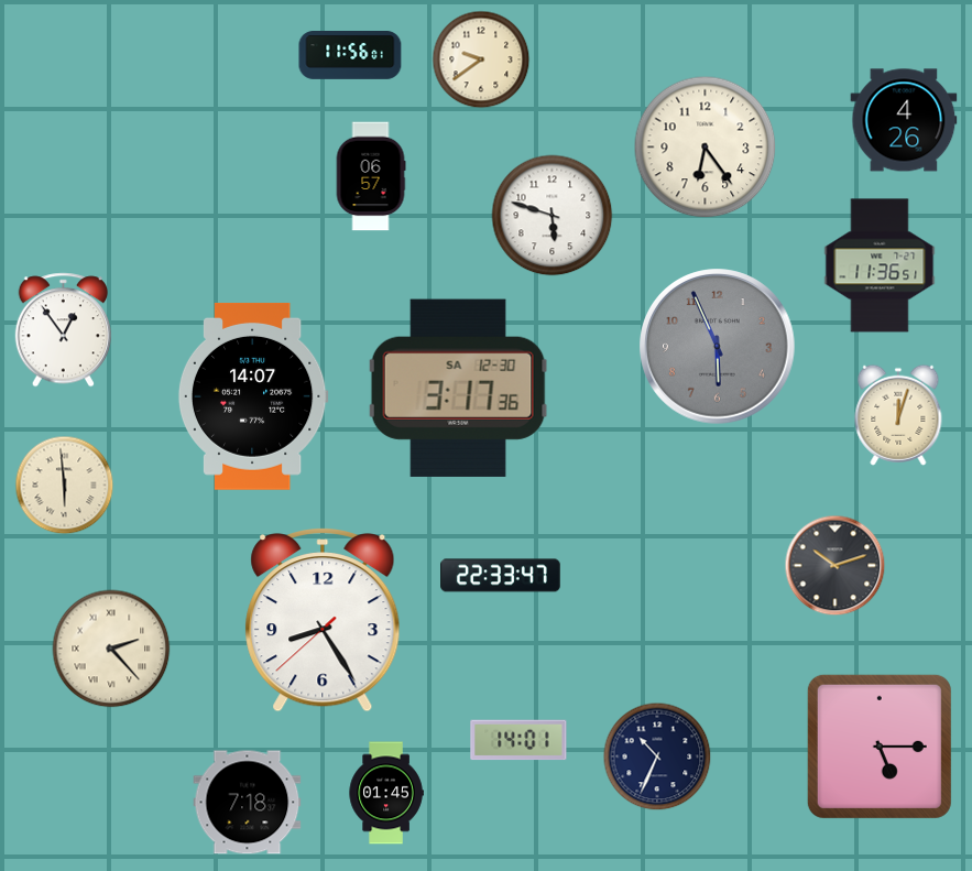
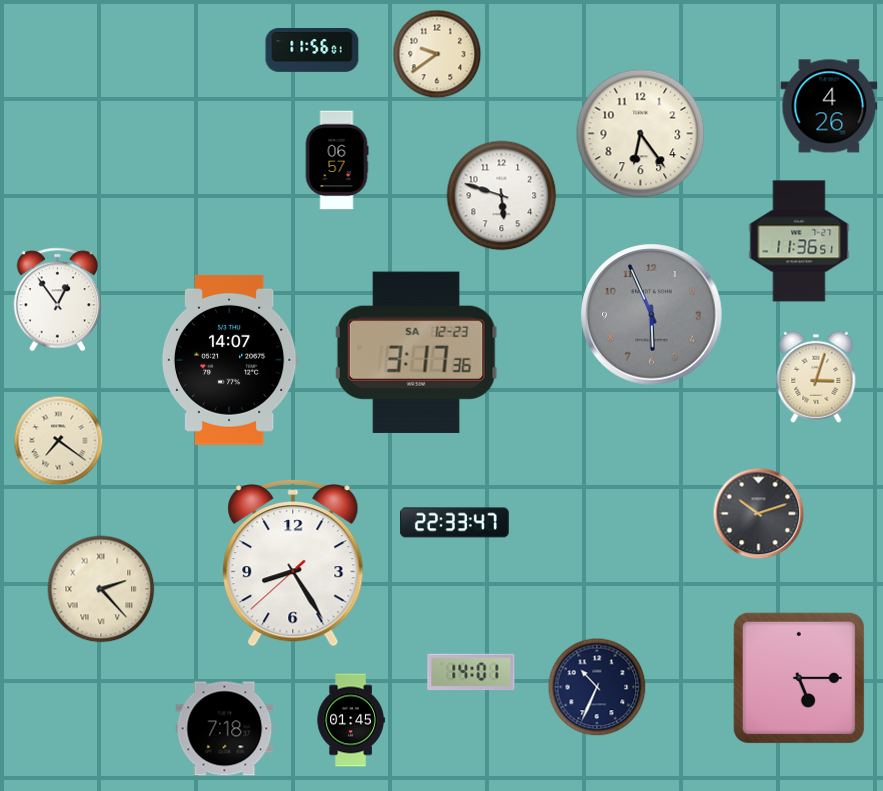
clock at (350, 56) position: (350, 56) -> (312, 51)
clock at (904, 120) position: (904, 120) -> (829, 106)
clock at (458, 388) date: SA 12-30 -> SA 12-23
clock at (898, 415): 12:03 -> 3:03
clock at (65, 486): 5:59 -> 7:21
